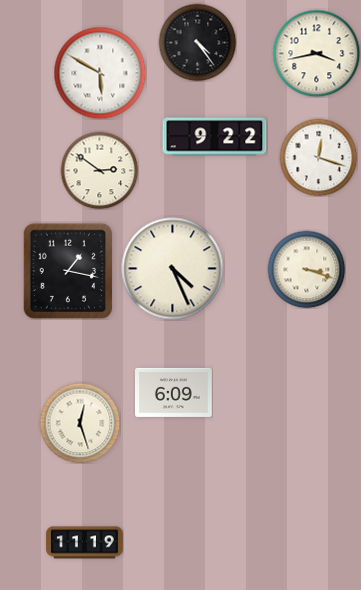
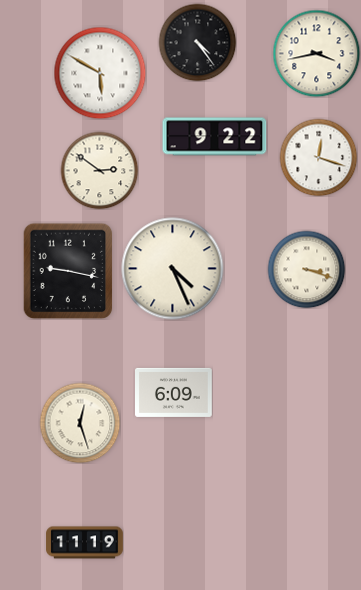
clock at (68, 271): 1:17 -> 9:17
